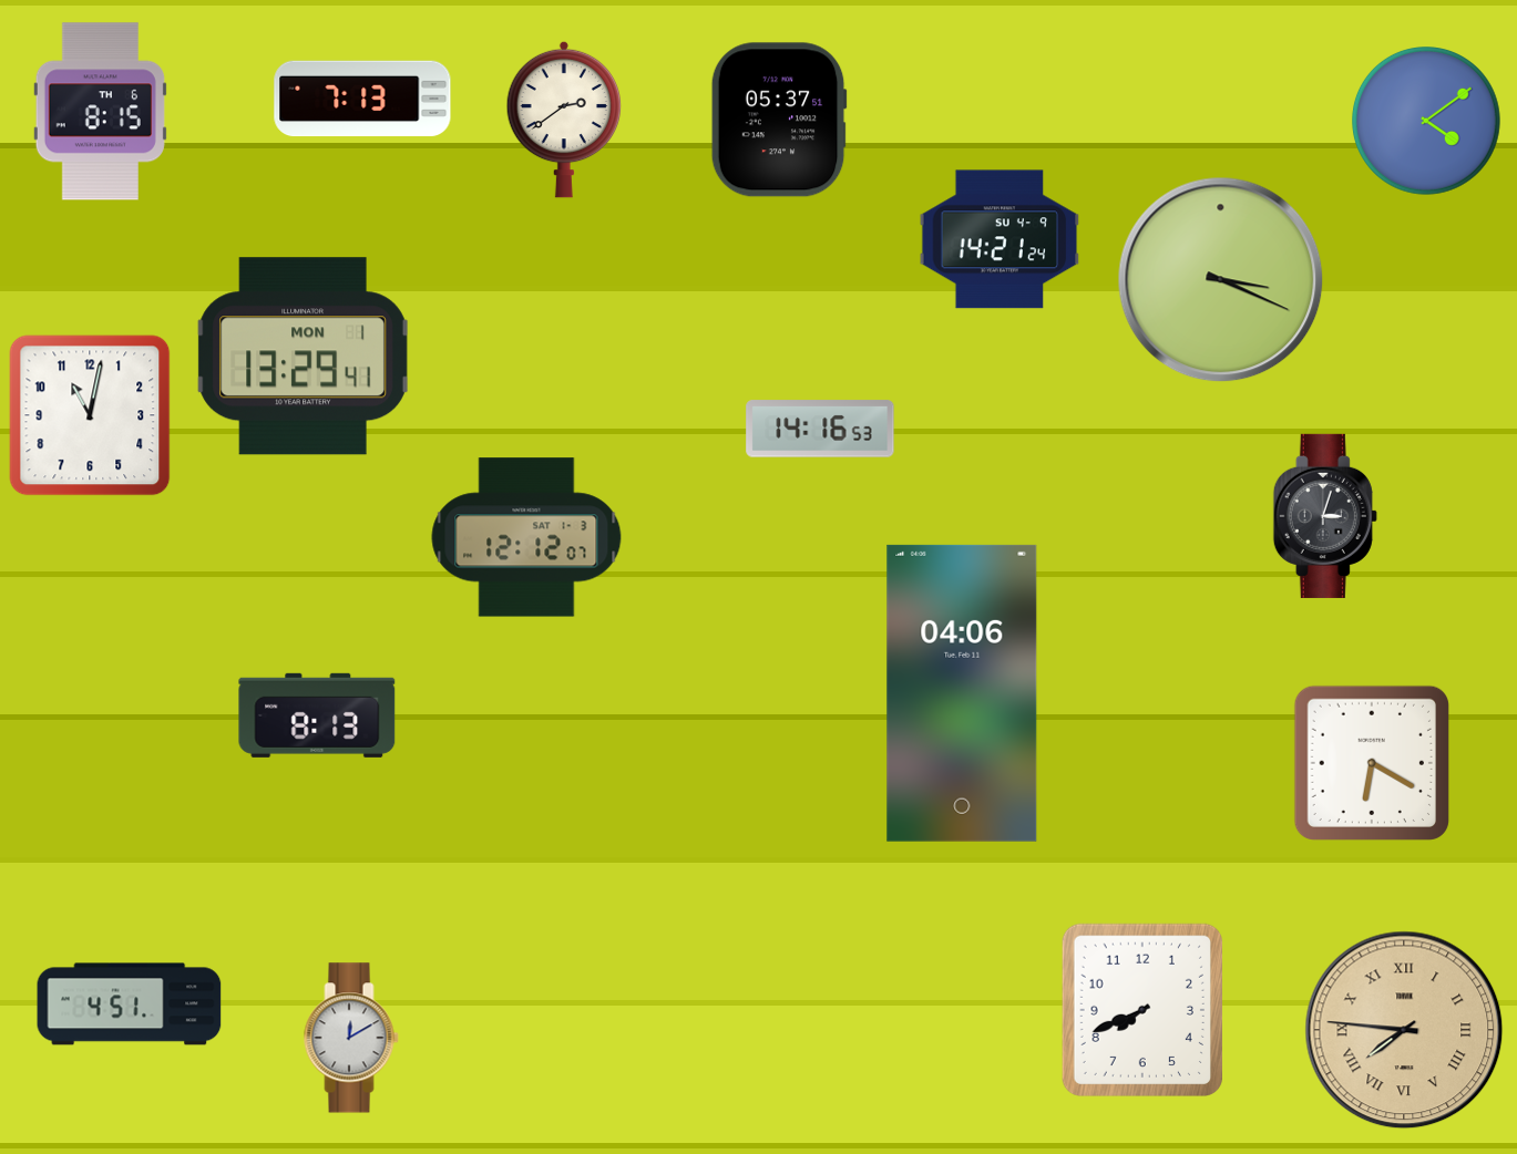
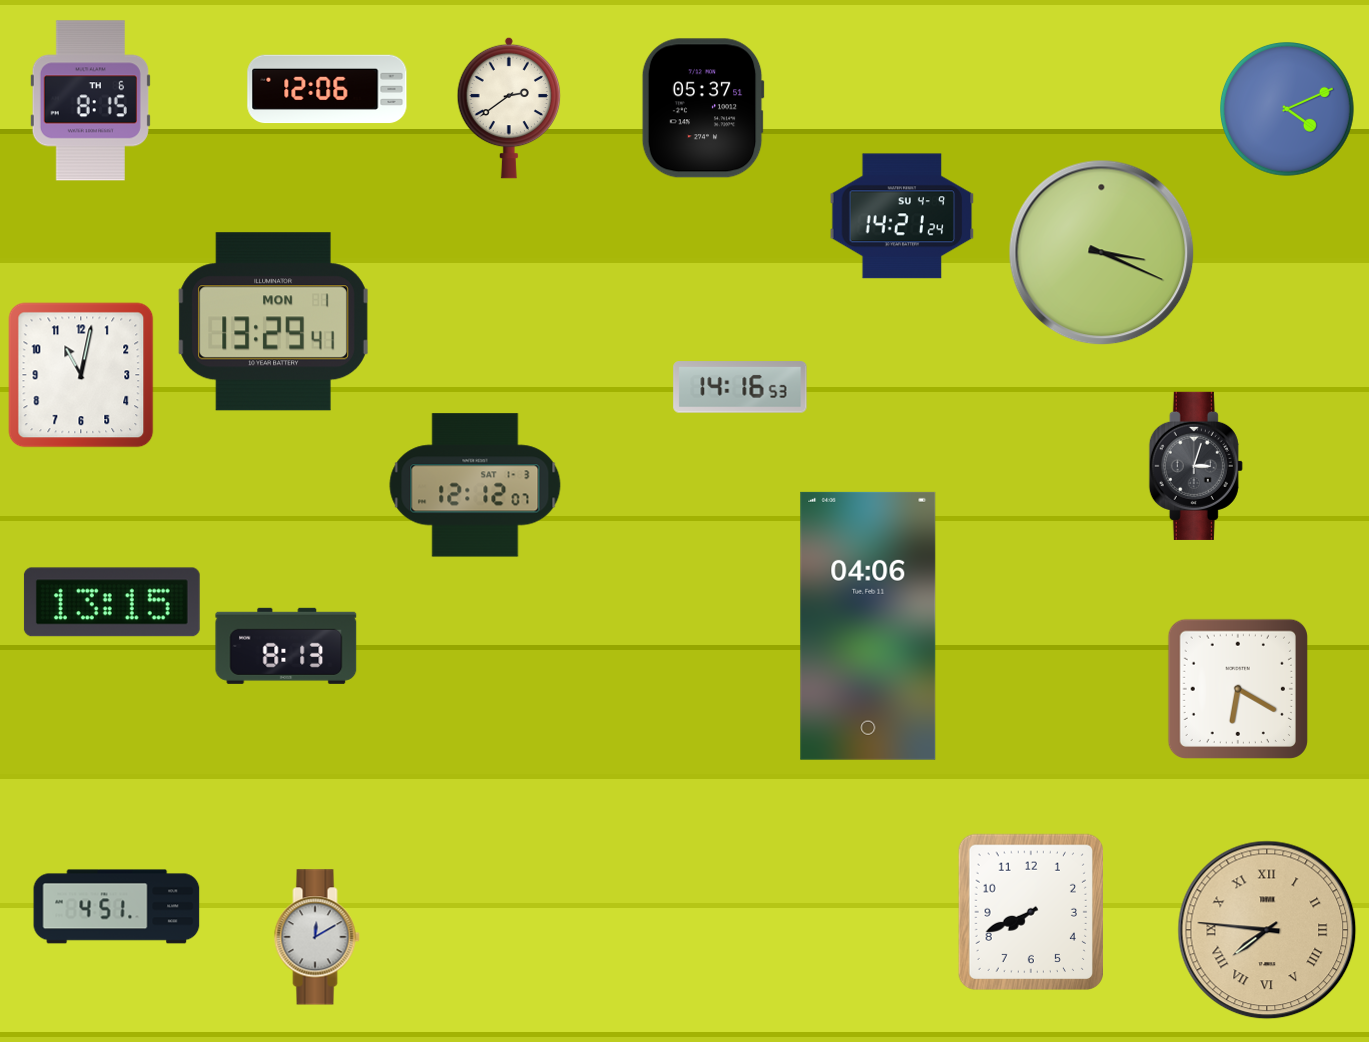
clock at (362, 99): 7:13 -> 12:06
clock at (1427, 122): 4:09 -> 4:11
clock at (112, 602): none -> 13:15
